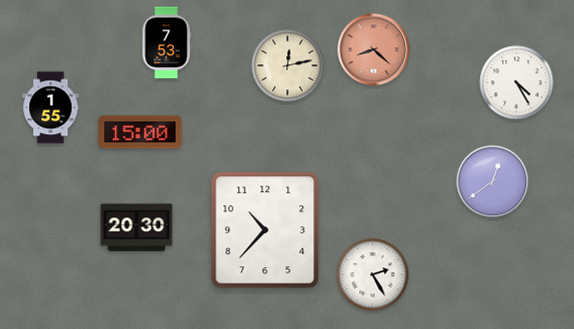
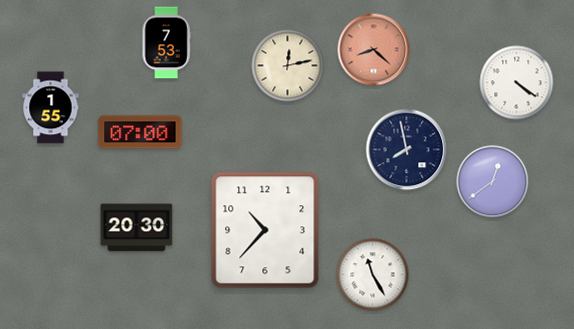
clock at (517, 83): 4:25 -> 4:21
clock at (140, 132): 15:00 -> 07:00
clock at (407, 150): none -> 7:58
clock at (373, 275): 2:25 -> 11:25
